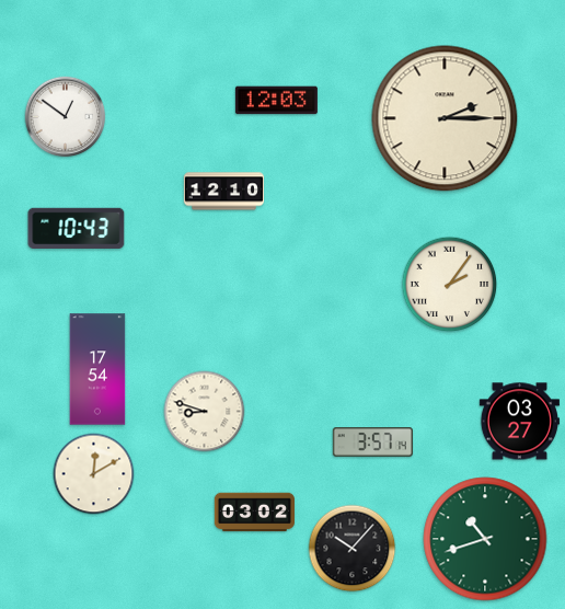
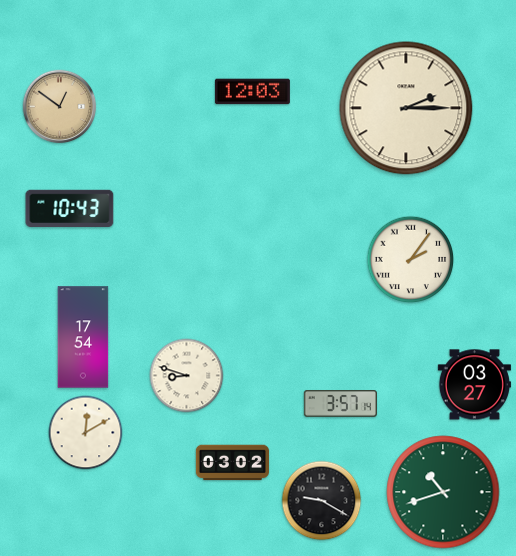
clock at (66, 117) dial: white -> champagne
clock at (223, 192): 12:10 -> none
clock at (97, 369) position: (97, 369) -> (83, 337)
clock at (254, 513) position: (254, 513) -> (232, 463)
clock at (353, 549): 10:07 -> 9:20
